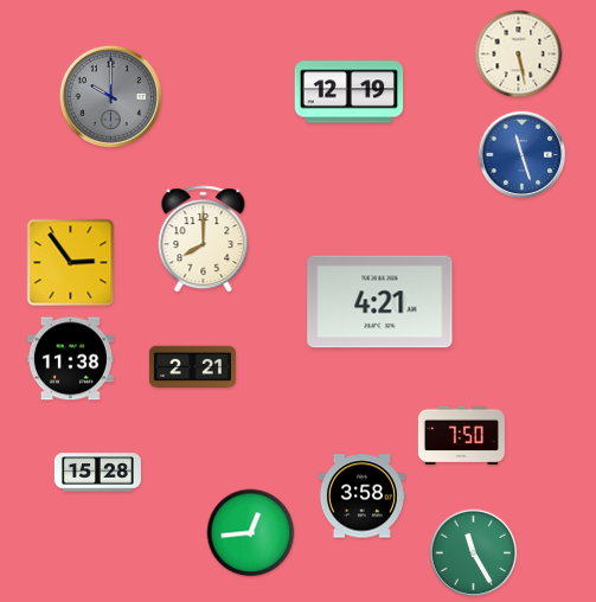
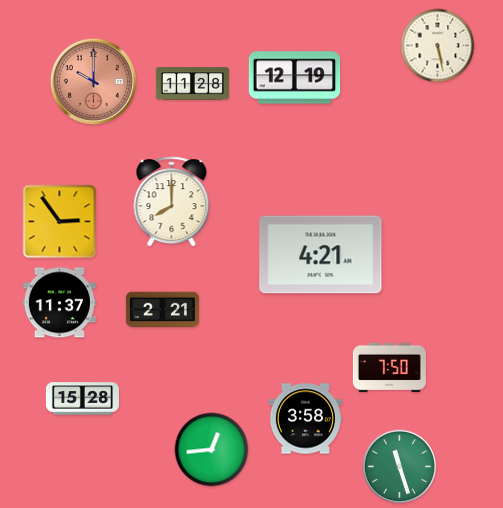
clock at (110, 96) dial: grey -> salmon
clock at (192, 84): none -> 11:28
clock at (523, 155): 11:27 -> none
clock at (70, 359): 11:38 -> 11:37
clock at (474, 553): 11:25 -> 11:27
